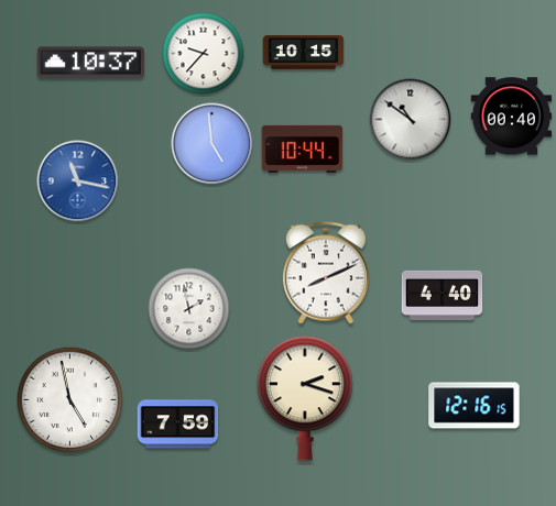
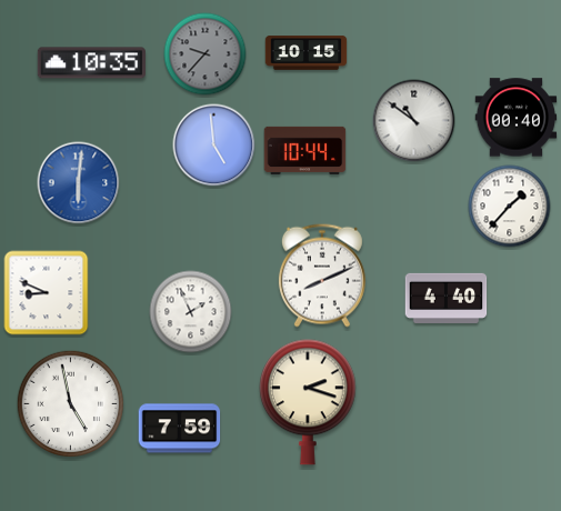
clock at (204, 54) dial: white -> grey
clock at (90, 63): 10:37 -> 10:35
clock at (78, 182): 11:17 -> 6:01
clock at (510, 207): none -> 1:37
clock at (326, 273) position: (326, 273) -> (322, 275)
clock at (47, 293): none -> 8:49
clock at (189, 309): 1:58 -> 1:56
clock at (475, 406): 12:16 -> none
